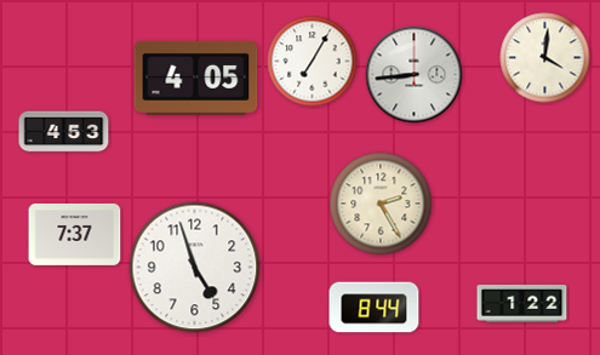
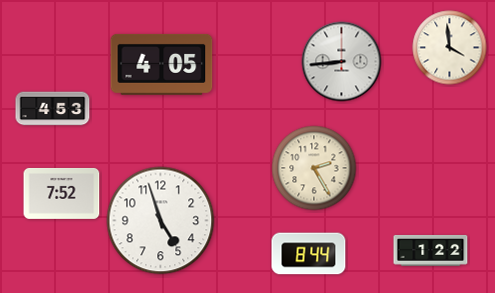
clock at (545, 58): 4:01 -> 3:59
clock at (313, 62): 7:05 -> none
clock at (75, 235): 7:37 -> 7:52
